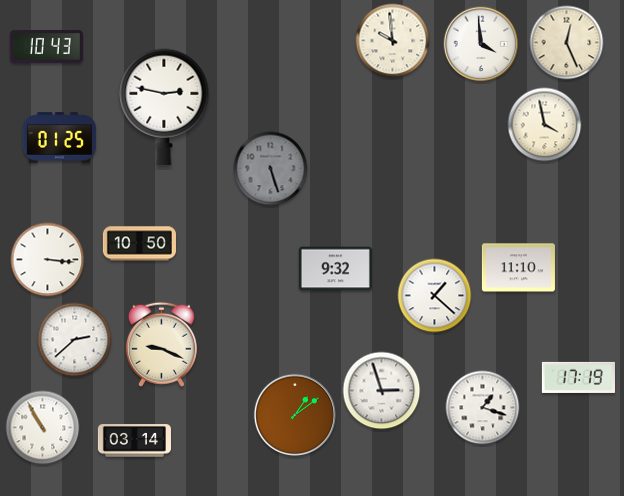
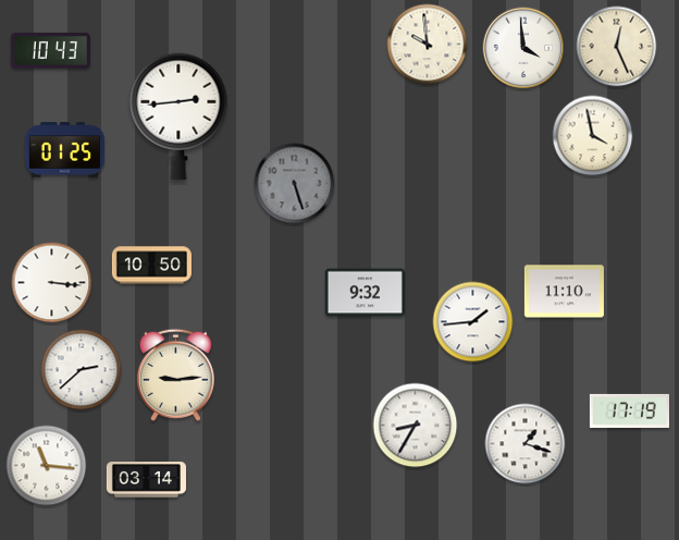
clock at (164, 107): 2:47 -> 2:44
clock at (435, 296): 1:22 -> 1:44
clock at (161, 344): 9:19 -> 9:14
clock at (382, 391): 2:57 -> 8:35
clock at (294, 414): 1:09 -> none
clock at (43, 428): 10:55 -> 11:16
